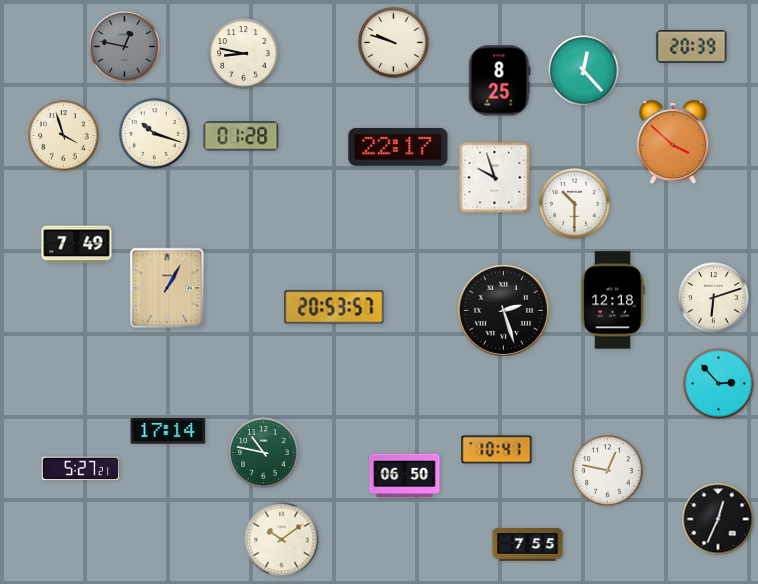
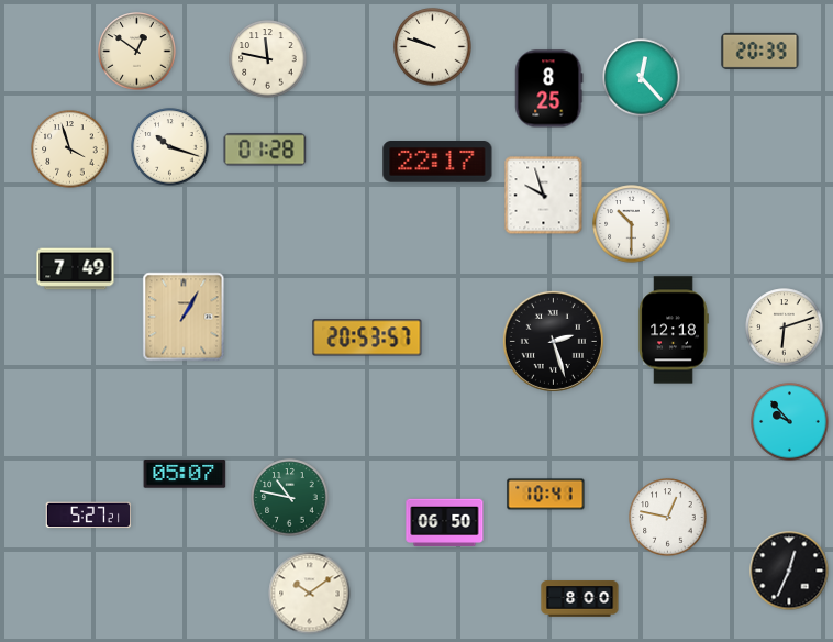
clock at (125, 47): 12:47 -> 12:51
clock at (125, 47) dial: grey -> cream
clock at (244, 54): 8:47 -> 11:47
clock at (673, 143): 3:52 -> none
clock at (77, 245) position: (77, 245) -> (76, 269)
clock at (719, 384): 2:53 -> 9:53
clock at (168, 431): 17:14 -> 05:07
clock at (528, 545): 7:55 -> 8:00
